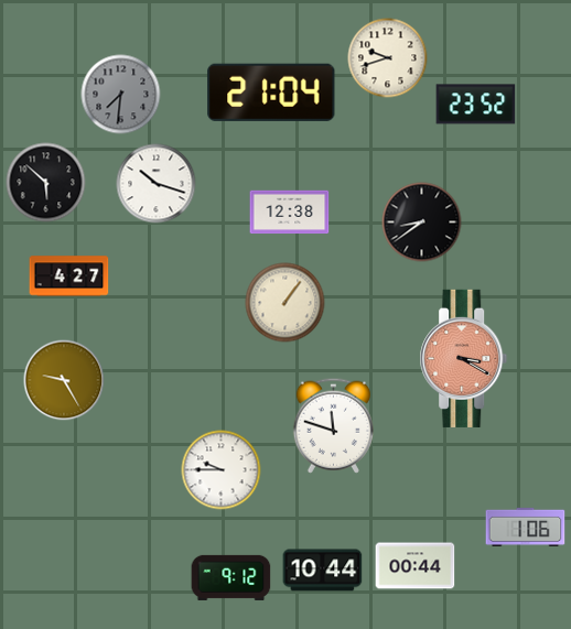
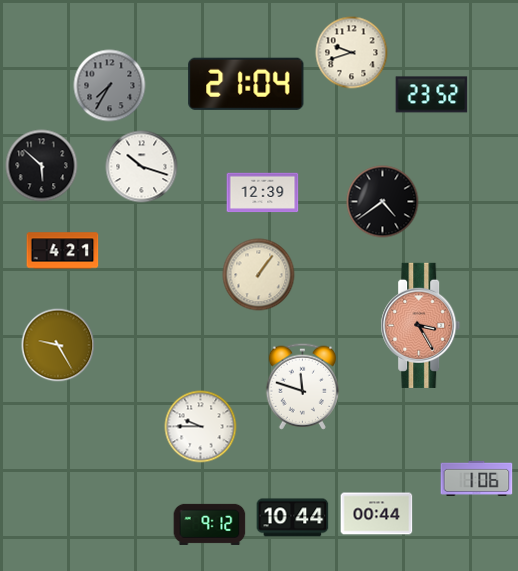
clock at (121, 95): 7:31 -> 7:35
clock at (290, 213): 12:38 -> 12:39
clock at (422, 223): 8:39 -> 4:39
clock at (69, 276): 4:27 -> 4:21
clock at (464, 358): 3:20 -> 3:25
